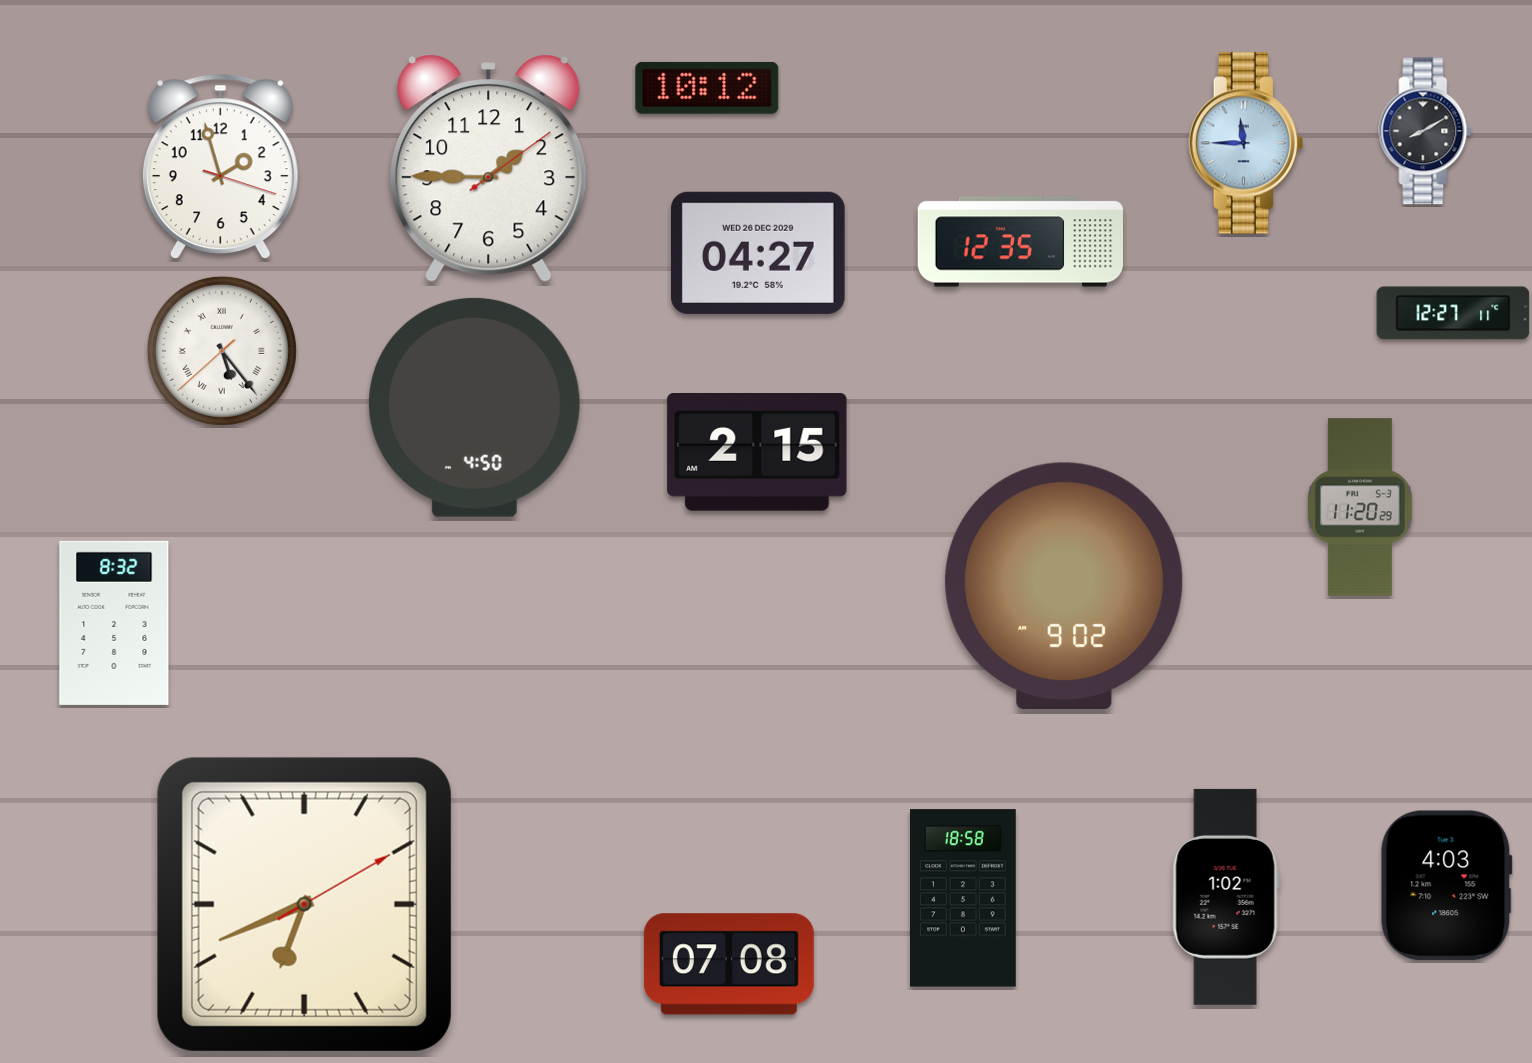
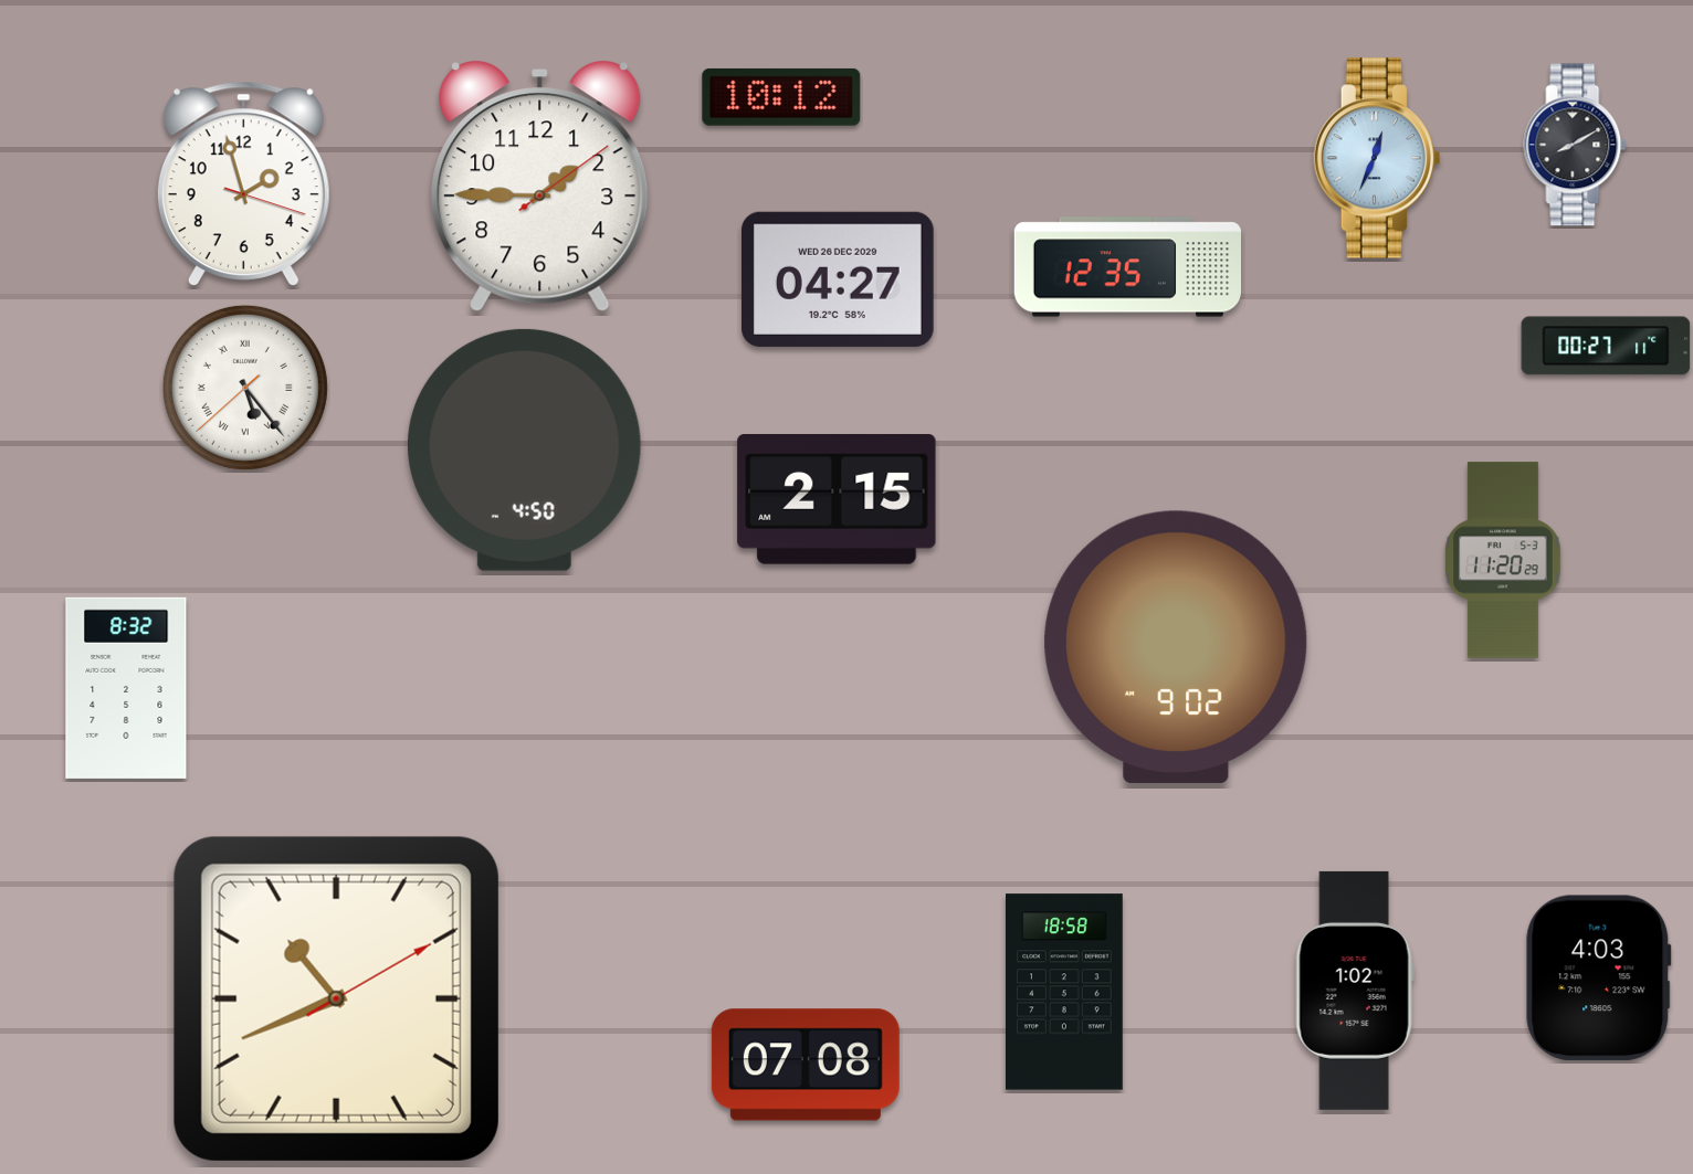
clock at (1246, 143): 11:45 -> 12:34
clock at (1453, 313): 12:27 -> 00:27
clock at (304, 904): 6:41 -> 10:41
